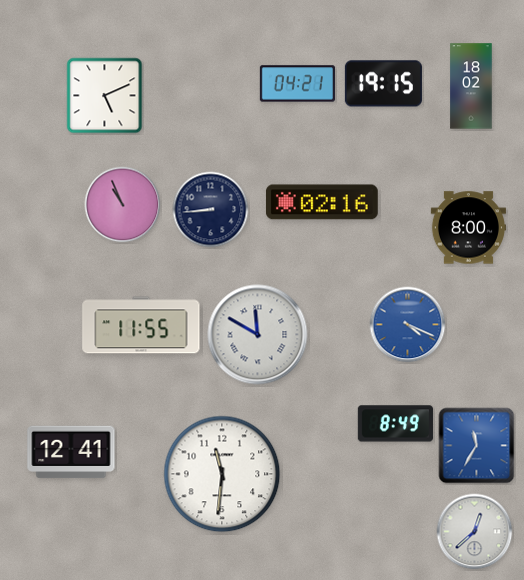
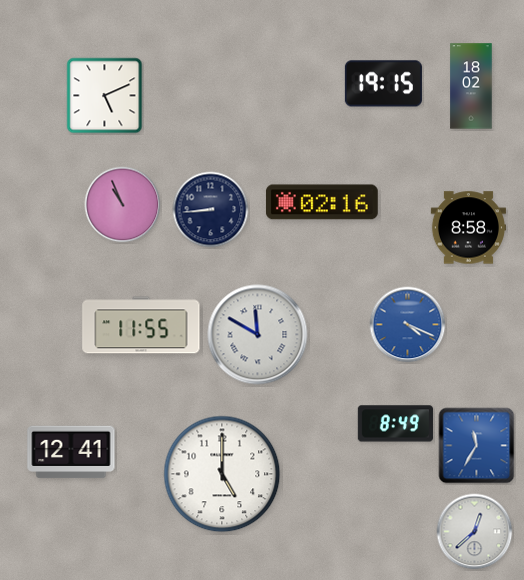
clock at (297, 84): 04:21 -> none
clock at (468, 228): 8:00 -> 8:58
clock at (222, 474): 11:31 -> 5:00
